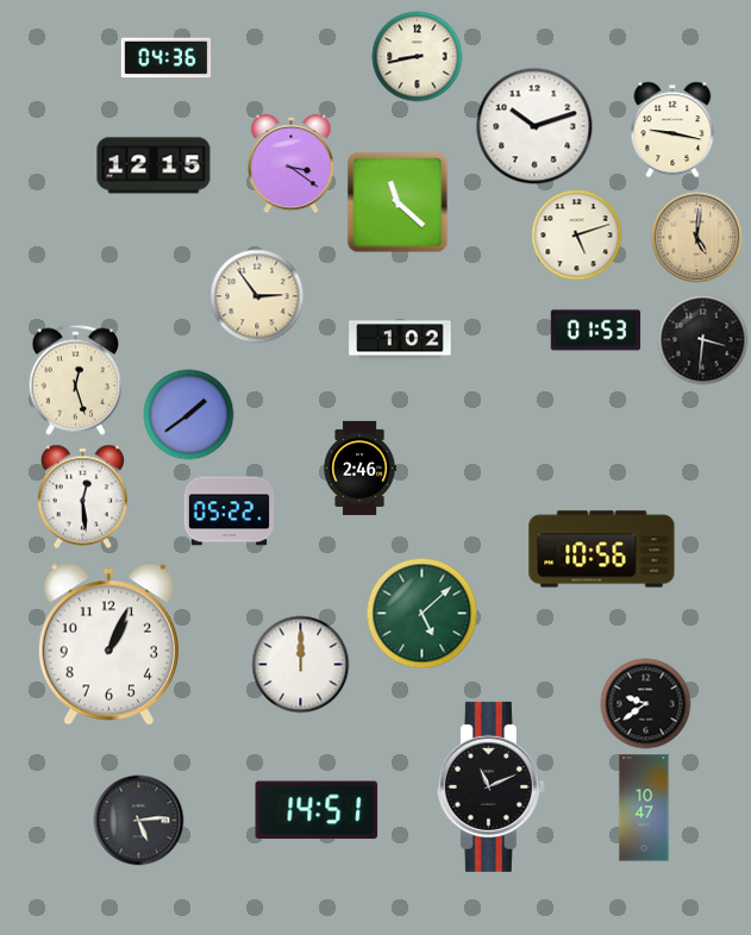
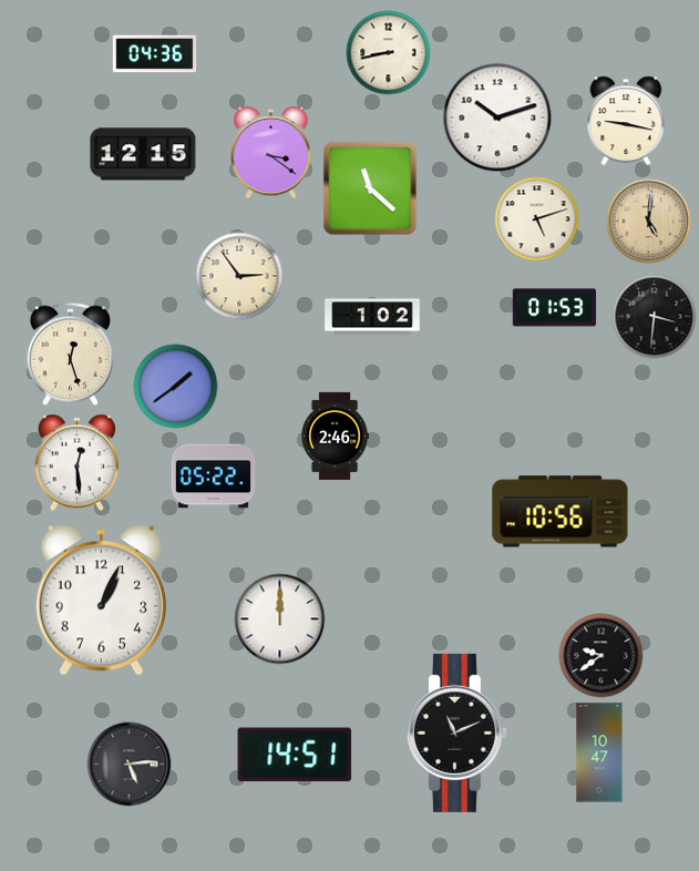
clock at (423, 614): 5:08 -> none
